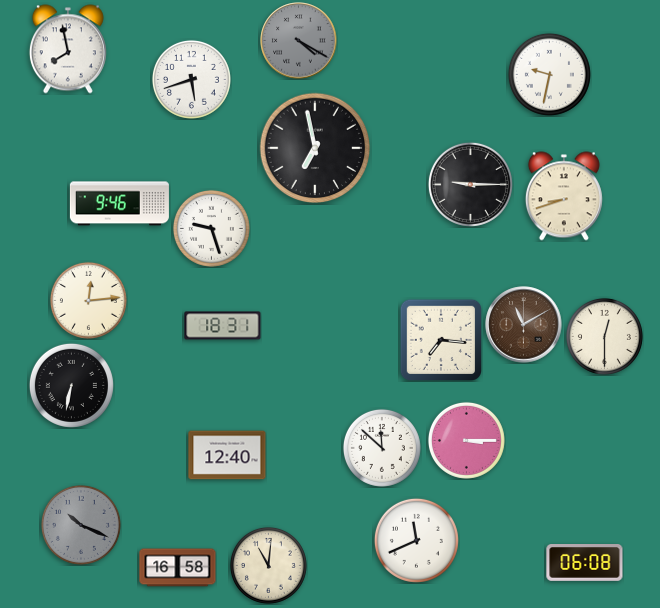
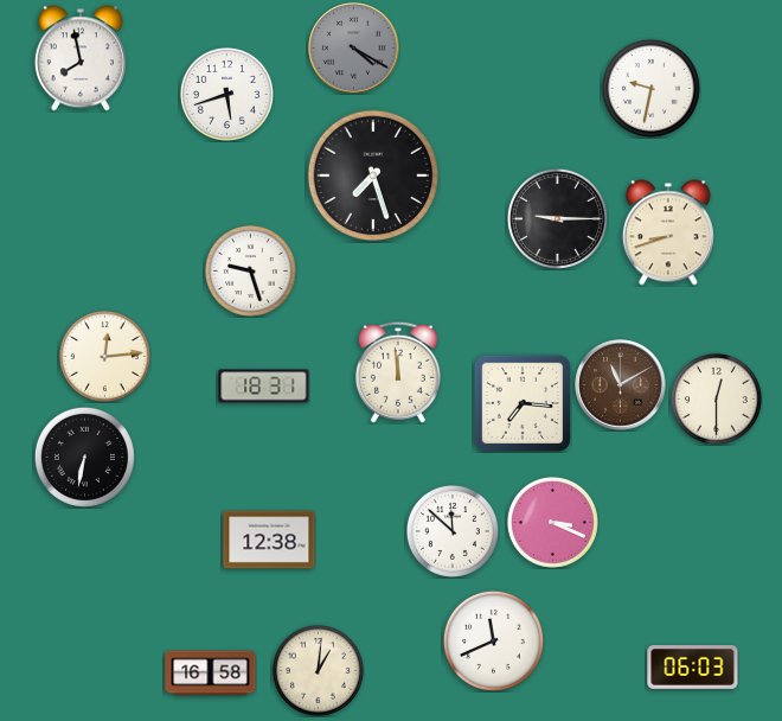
clock at (315, 148): 6:58 -> 7:27
clock at (119, 204): 9:46 -> none
clock at (398, 372): none -> 11:59
clock at (466, 440): 3:15 -> 3:19
clock at (227, 455): 12:40 -> 12:38
clock at (81, 525): 10:19 -> none
clock at (585, 563): 06:08 -> 06:03
clock at (268, 565): 11:01 -> 1:01
